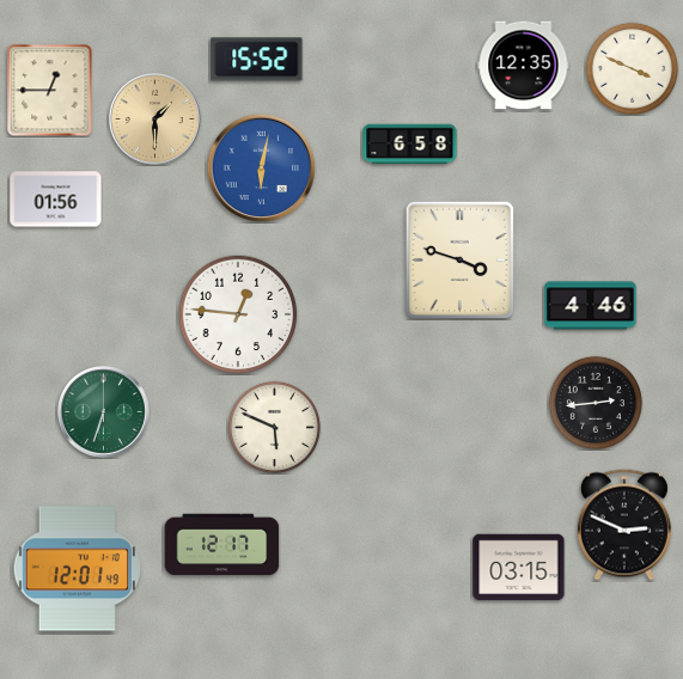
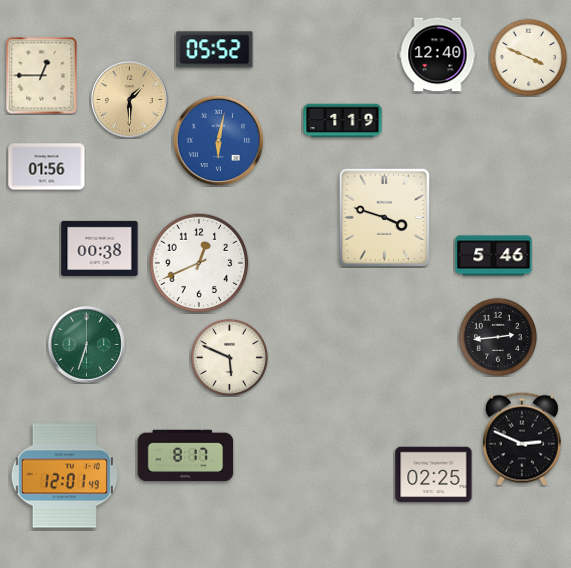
clock at (257, 60): 15:52 -> 05:52
clock at (524, 66): 12:35 -> 12:40
clock at (410, 145): 6:58 -> 1:19
clock at (100, 248): none -> 00:38
clock at (591, 306): 4:46 -> 5:46
clock at (238, 314): 12:46 -> 12:41
clock at (222, 545): 12:17 -> 8:17
clock at (519, 568): 03:15 -> 02:25
